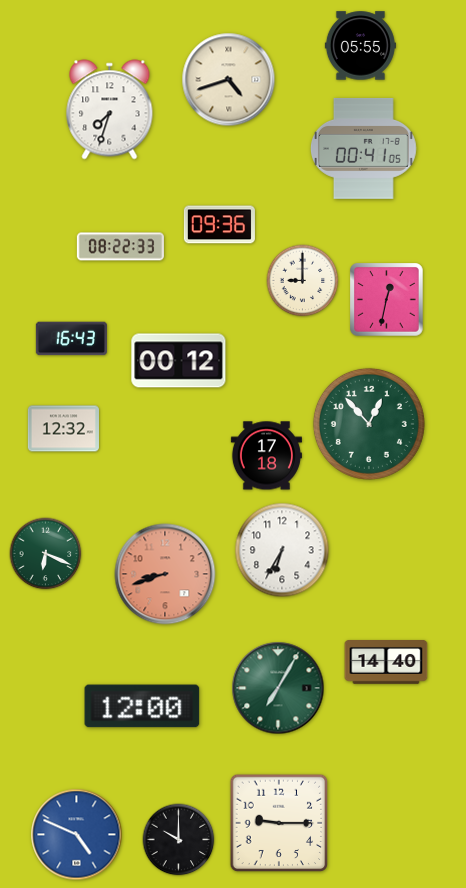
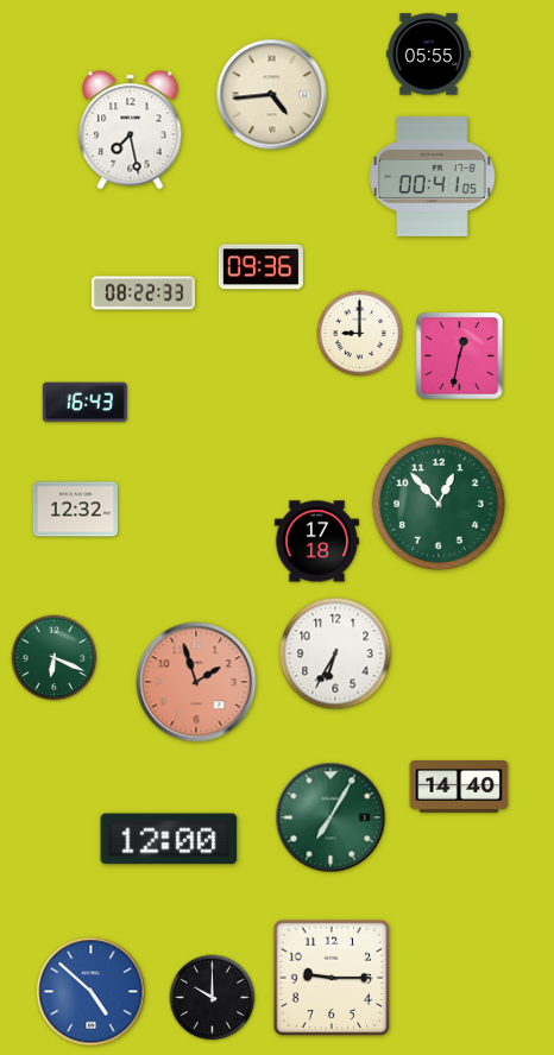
clock at (229, 80): 4:42 -> 4:44
clock at (110, 110): 7:33 -> 7:28
clock at (179, 361): 00:12 -> none
clock at (165, 574): 8:42 -> 1:57
clock at (77, 835): 4:49 -> 4:52
